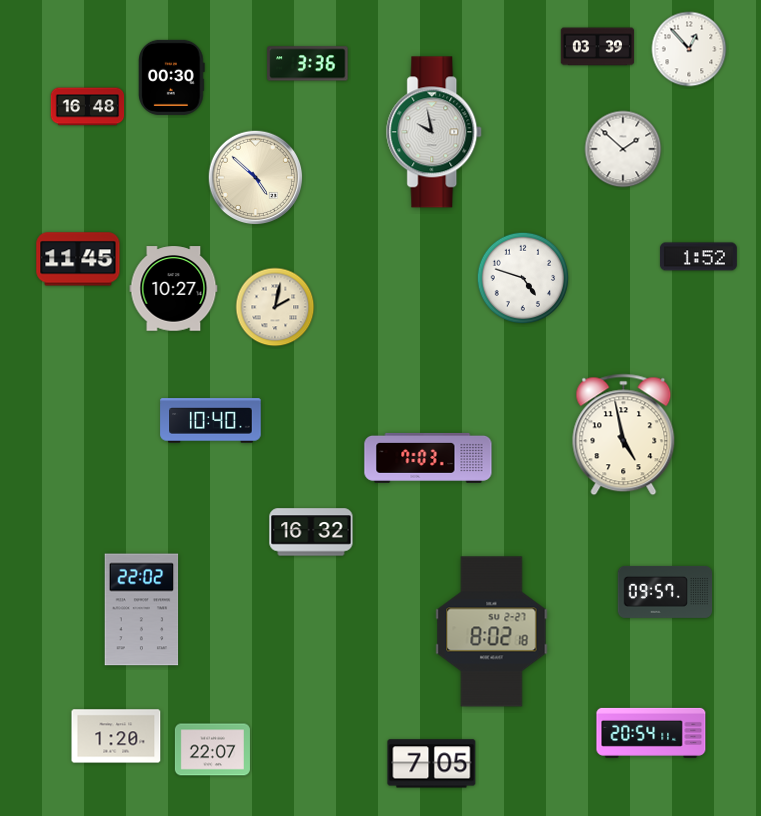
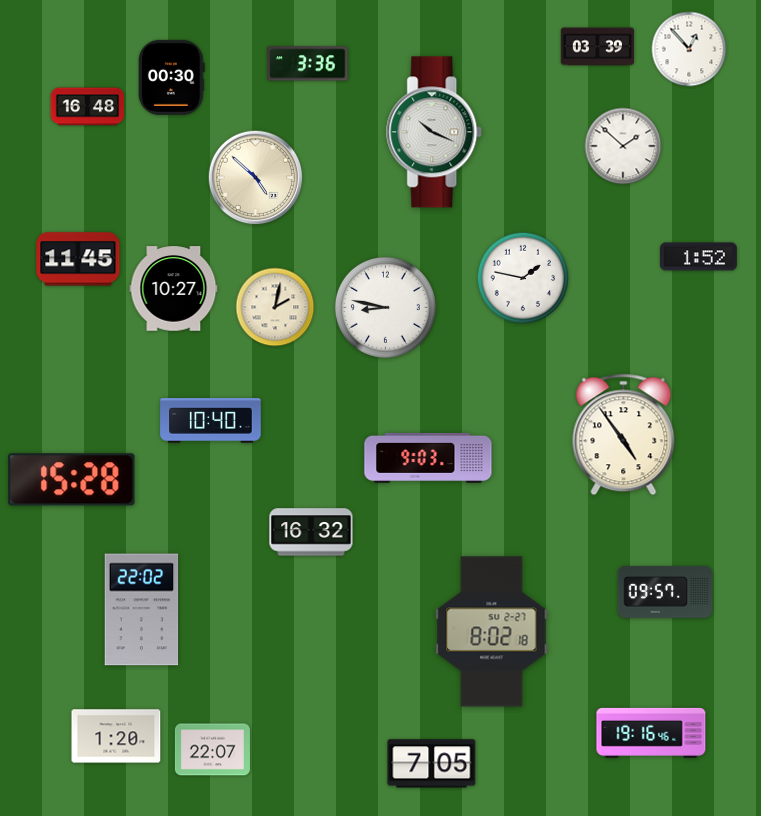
clock at (435, 132): 9:58 -> 10:19
clock at (623, 149) position: (623, 149) -> (623, 146)
clock at (523, 278): 4:48 -> 1:47
clock at (385, 307): none -> 8:47
clock at (624, 435): 4:58 -> 4:54
clock at (428, 458): 7:03 -> 9:03
clock at (72, 480): none -> 15:28
clock at (651, 733): 20:54 -> 19:16
